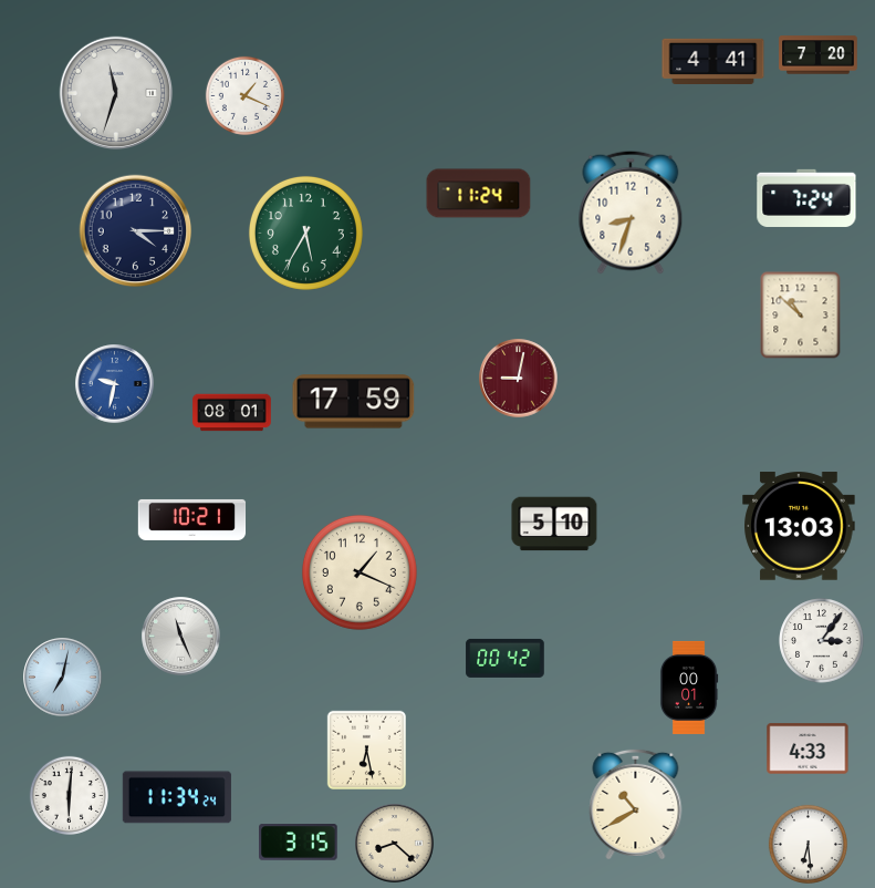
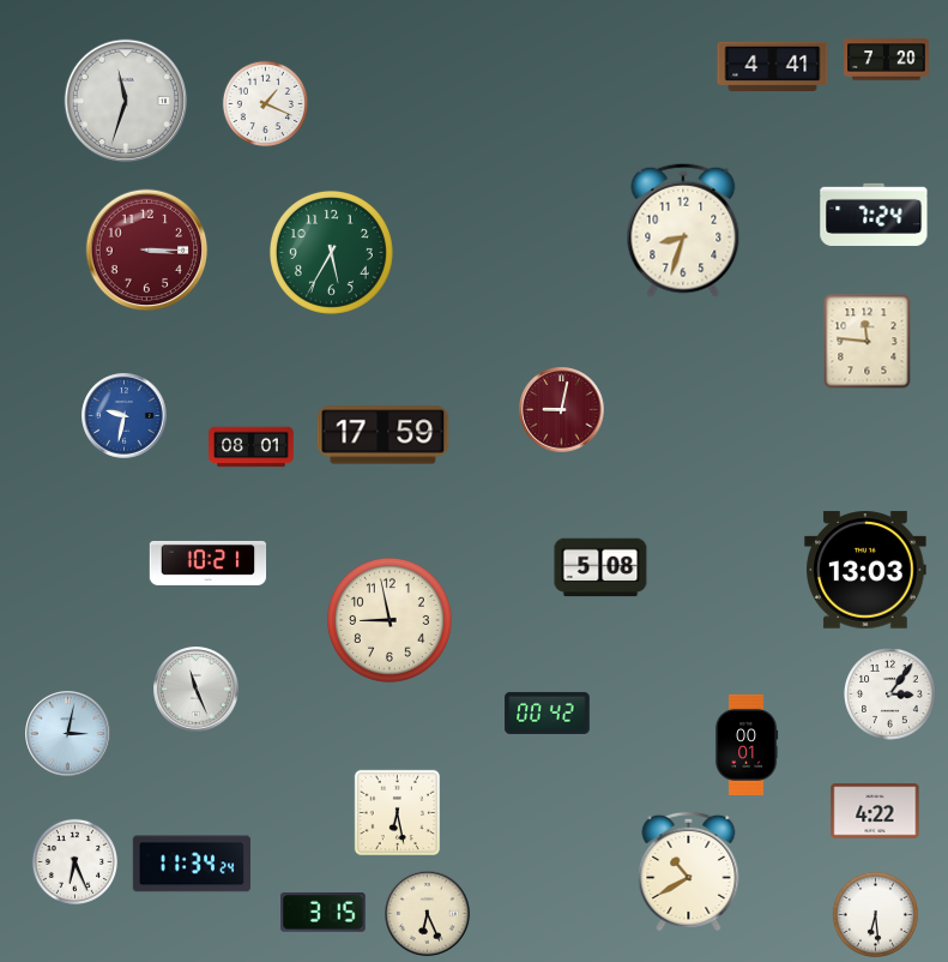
clock at (479, 194): 11:24 -> none
clock at (136, 231): 4:15 -> 3:15
clock at (136, 231) dial: navy -> burgundy
clock at (801, 316): 10:52 -> 11:46
clock at (554, 524): 5:10 -> 5:08
clock at (360, 572): 1:19 -> 8:58
clock at (63, 678): 7:02 -> 3:02
clock at (808, 748): 4:33 -> 4:22
clock at (69, 795): 6:01 -> 6:26
clock at (395, 844): 8:22 -> 6:26
